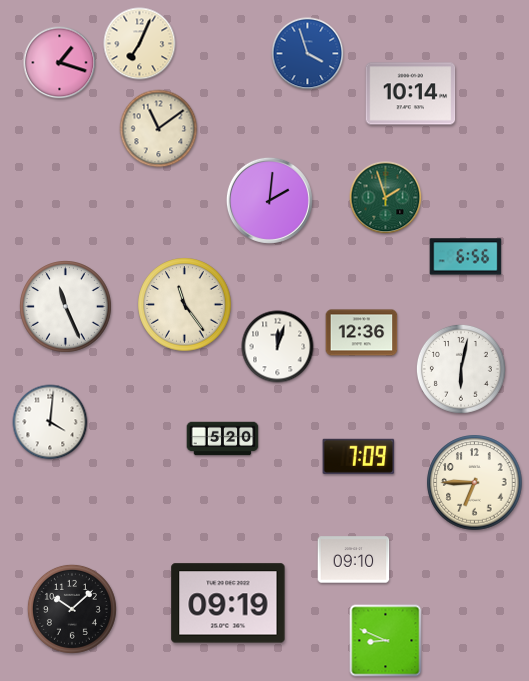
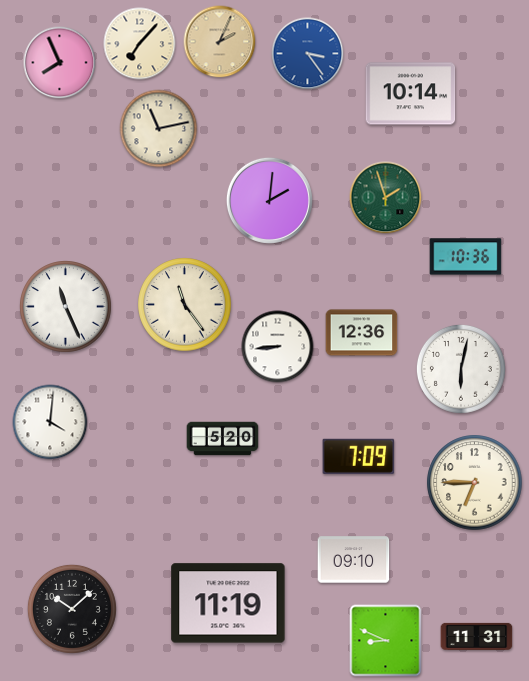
clock at (220, 42): none -> 2:04
clock at (140, 44): 7:04 -> 7:07
clock at (308, 54): 3:57 -> 3:24
clock at (60, 63): 1:18 -> 7:56
clock at (159, 129): 11:09 -> 11:13
clock at (466, 257): 6:56 -> 10:36
clock at (278, 347): 12:03 -> 8:44
clock at (228, 603): 09:19 -> 11:19
clock at (477, 636): none -> 11:31
